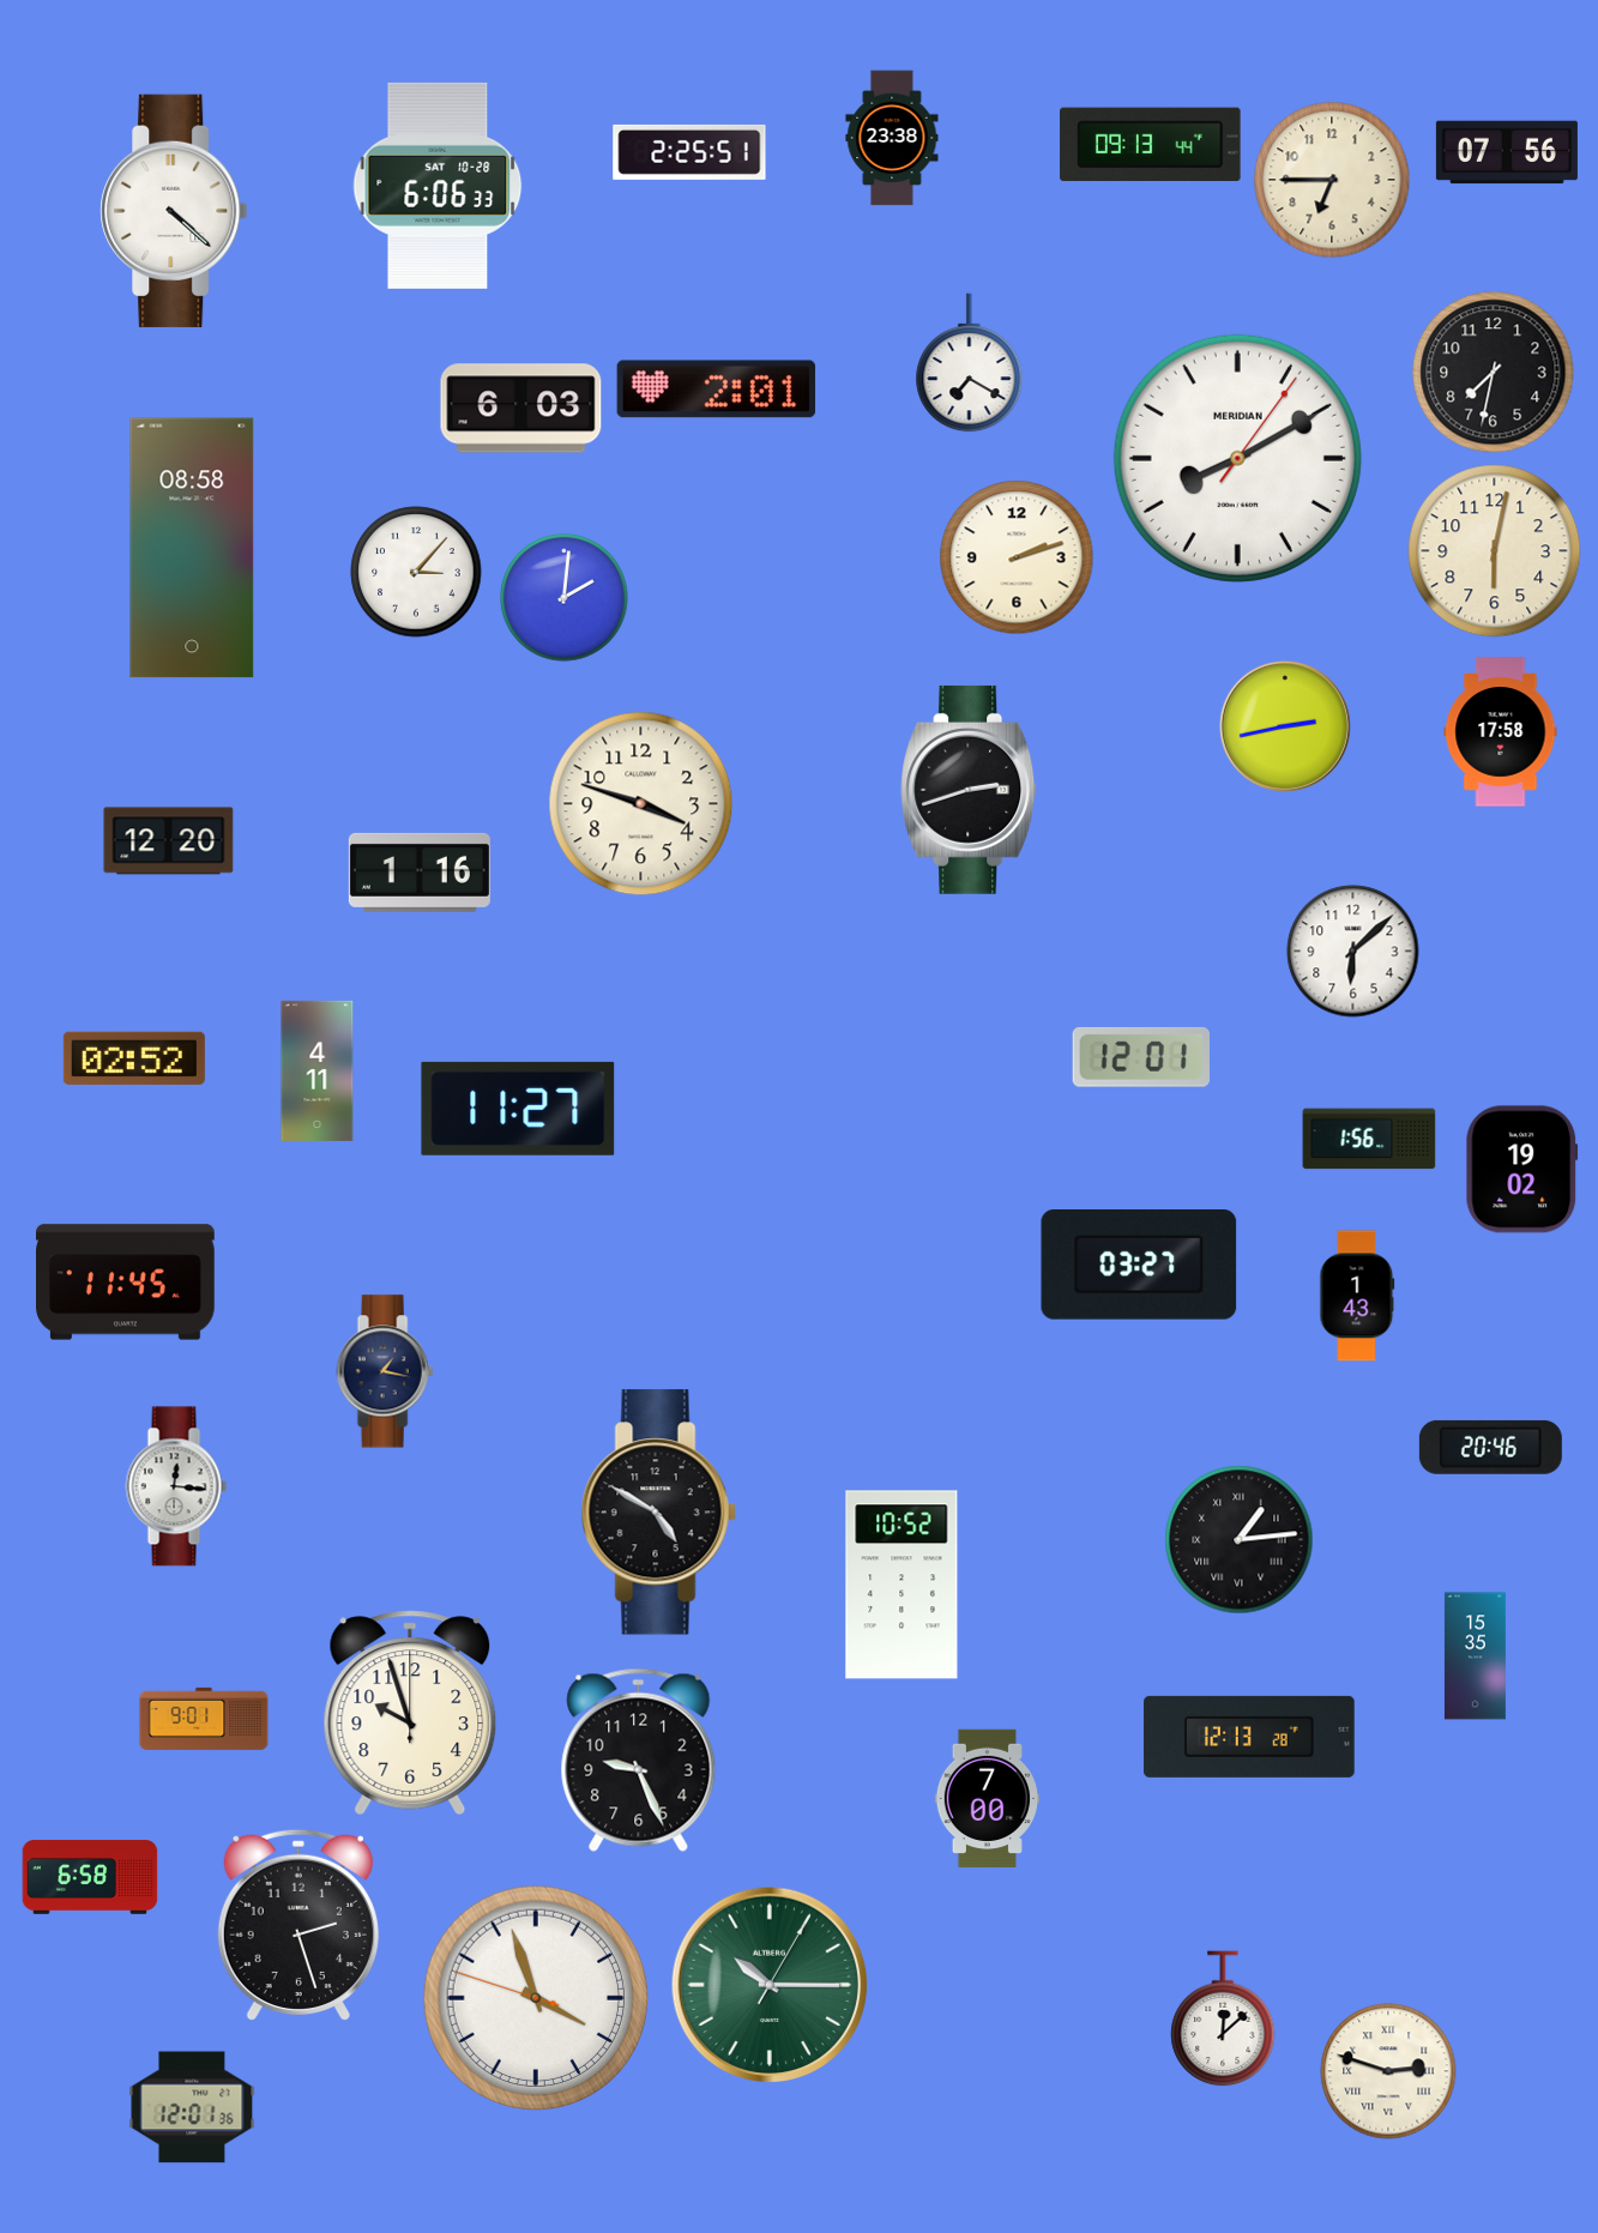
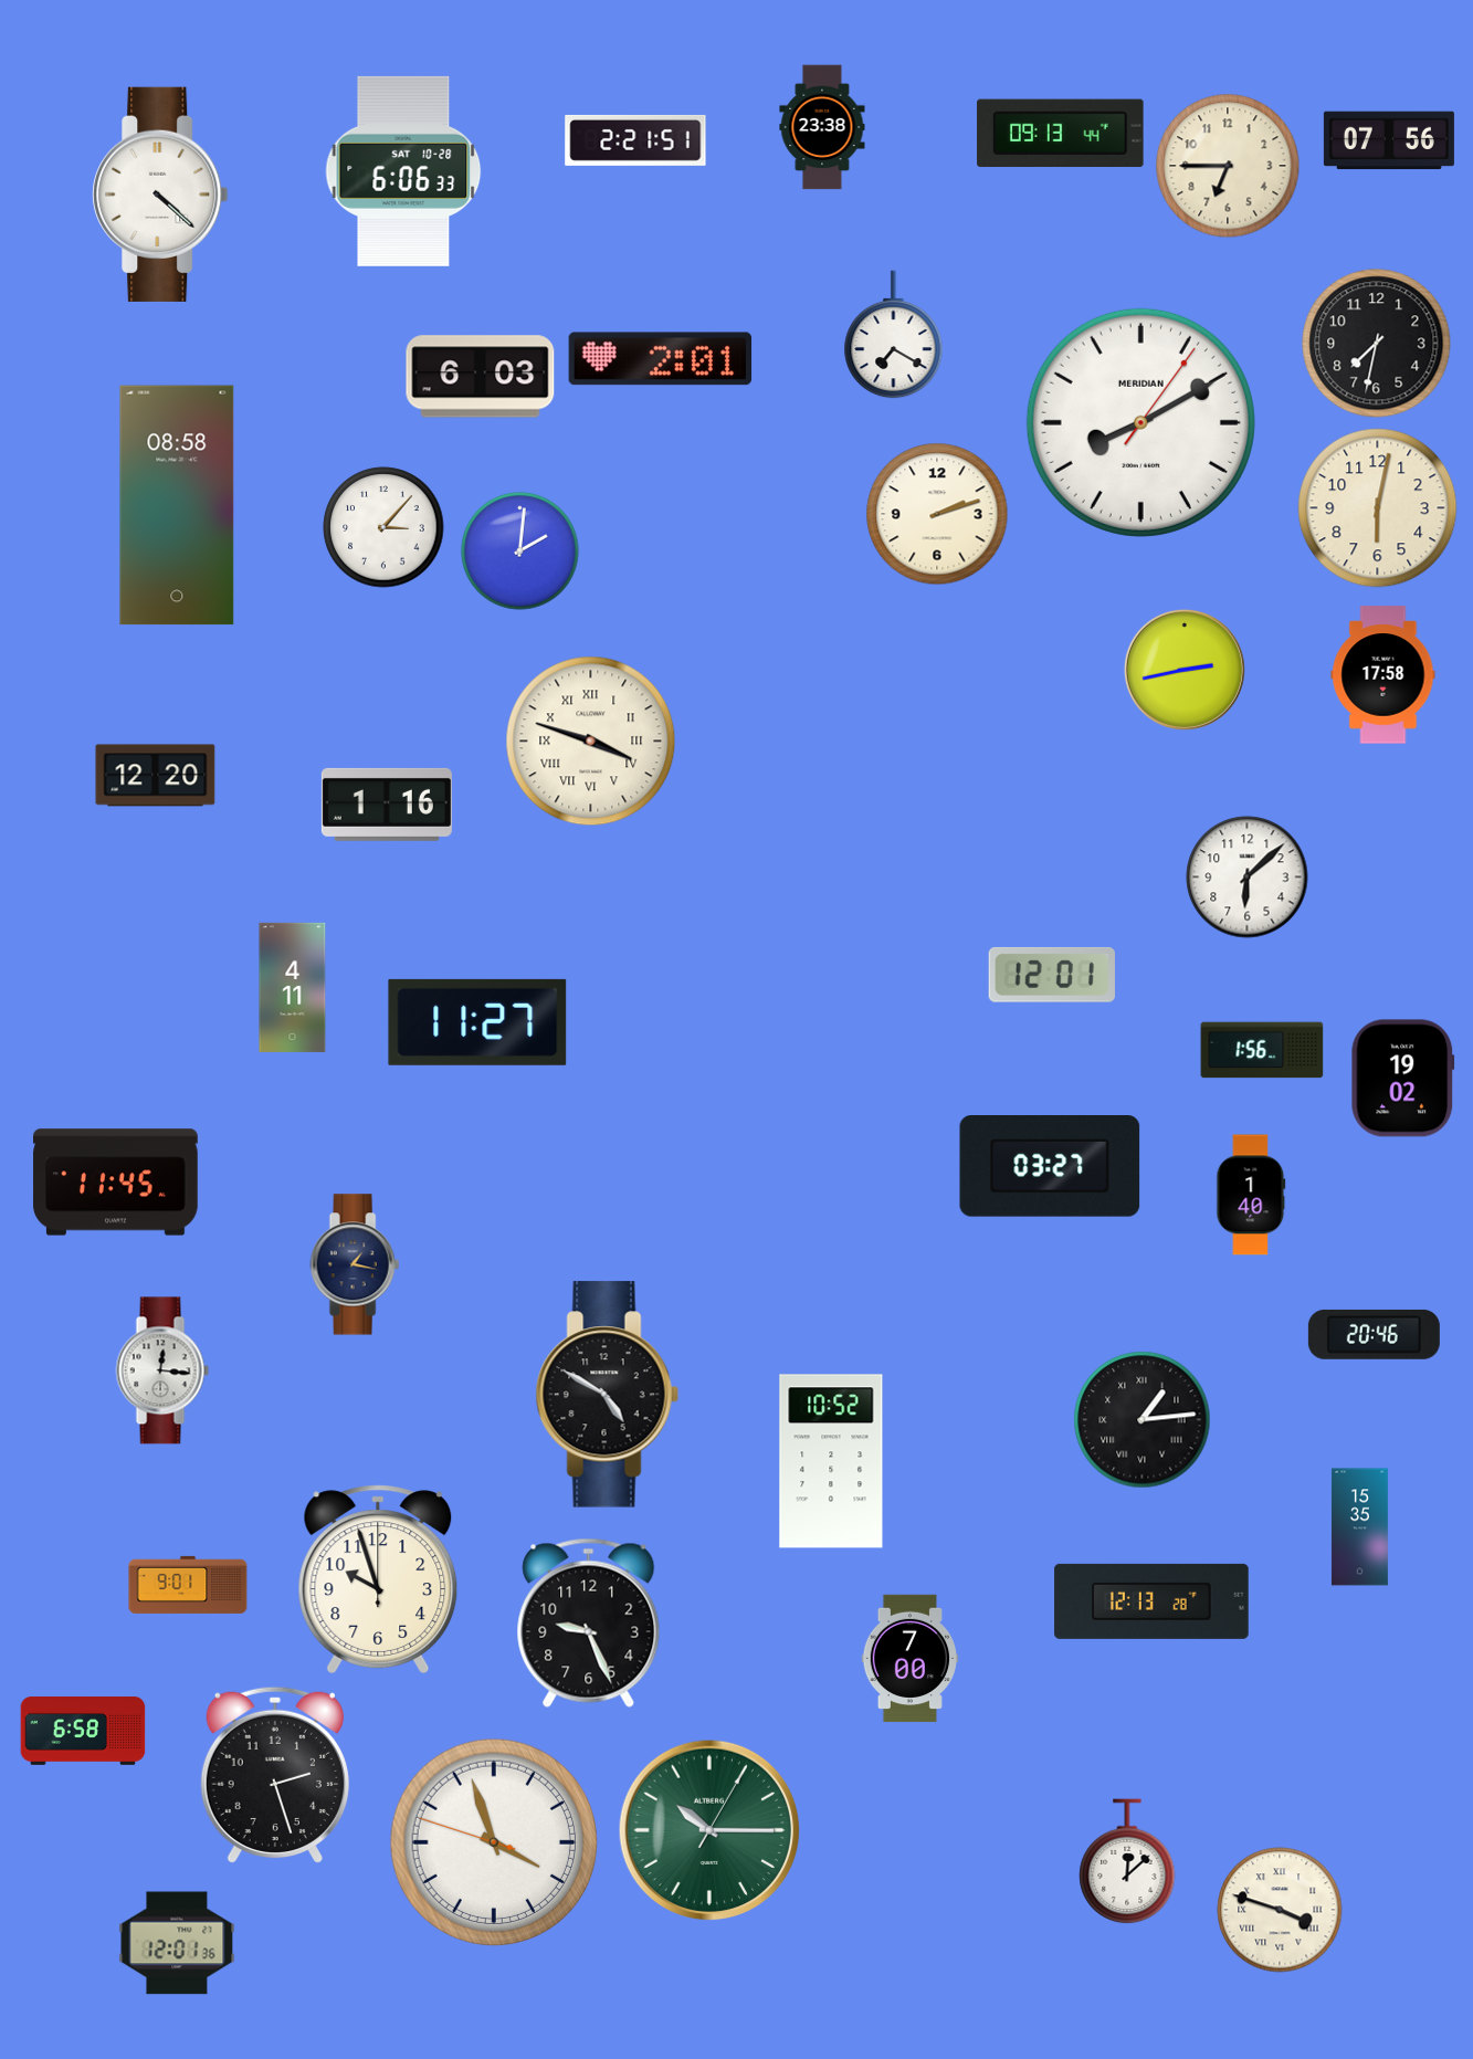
clock at (689, 152): 2:25 -> 2:21
clock at (970, 790): 2:42 -> none
clock at (641, 804) numerals: Arabic -> Roman
clock at (134, 1058): 02:52 -> none
clock at (1357, 1296): 1:43 -> 1:40
clock at (1388, 2071): 2:48 -> 3:48
